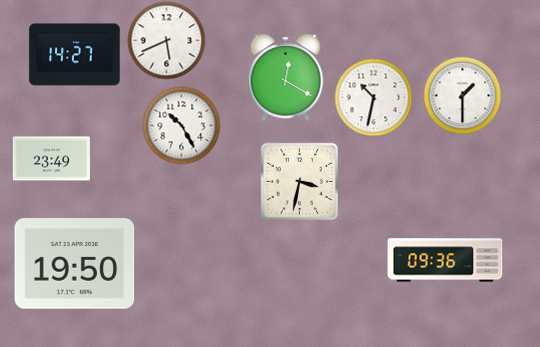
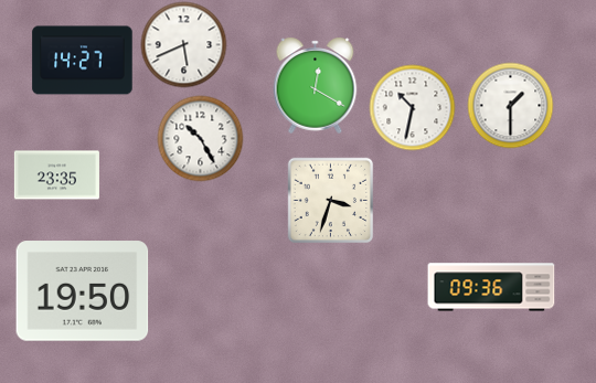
clock at (51, 159): 23:49 -> 23:35
clock at (299, 181): 3:32 -> 3:33
